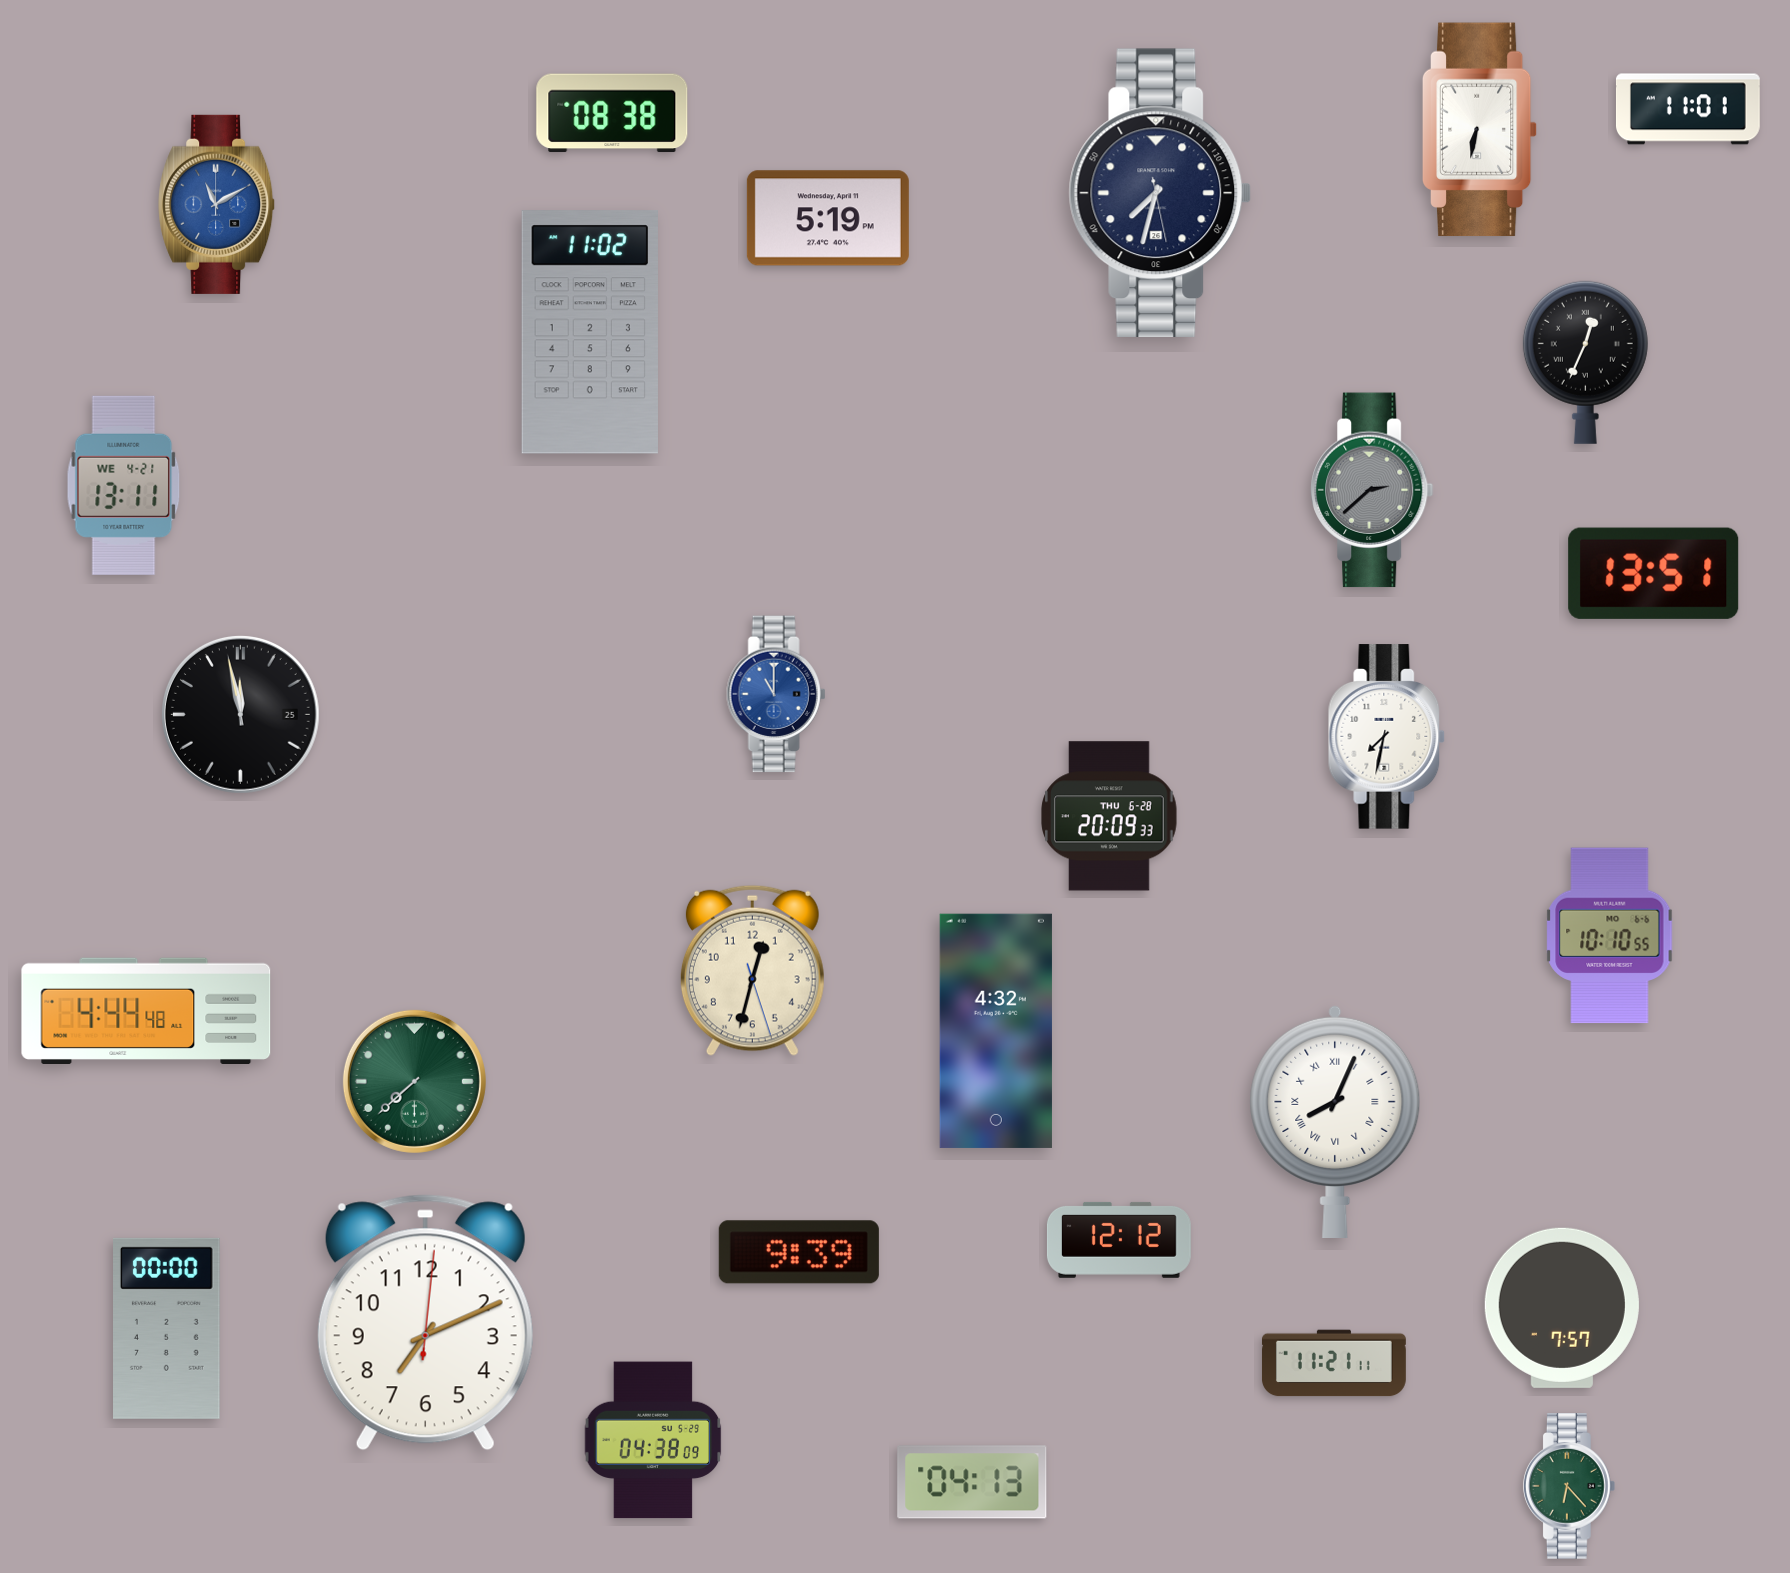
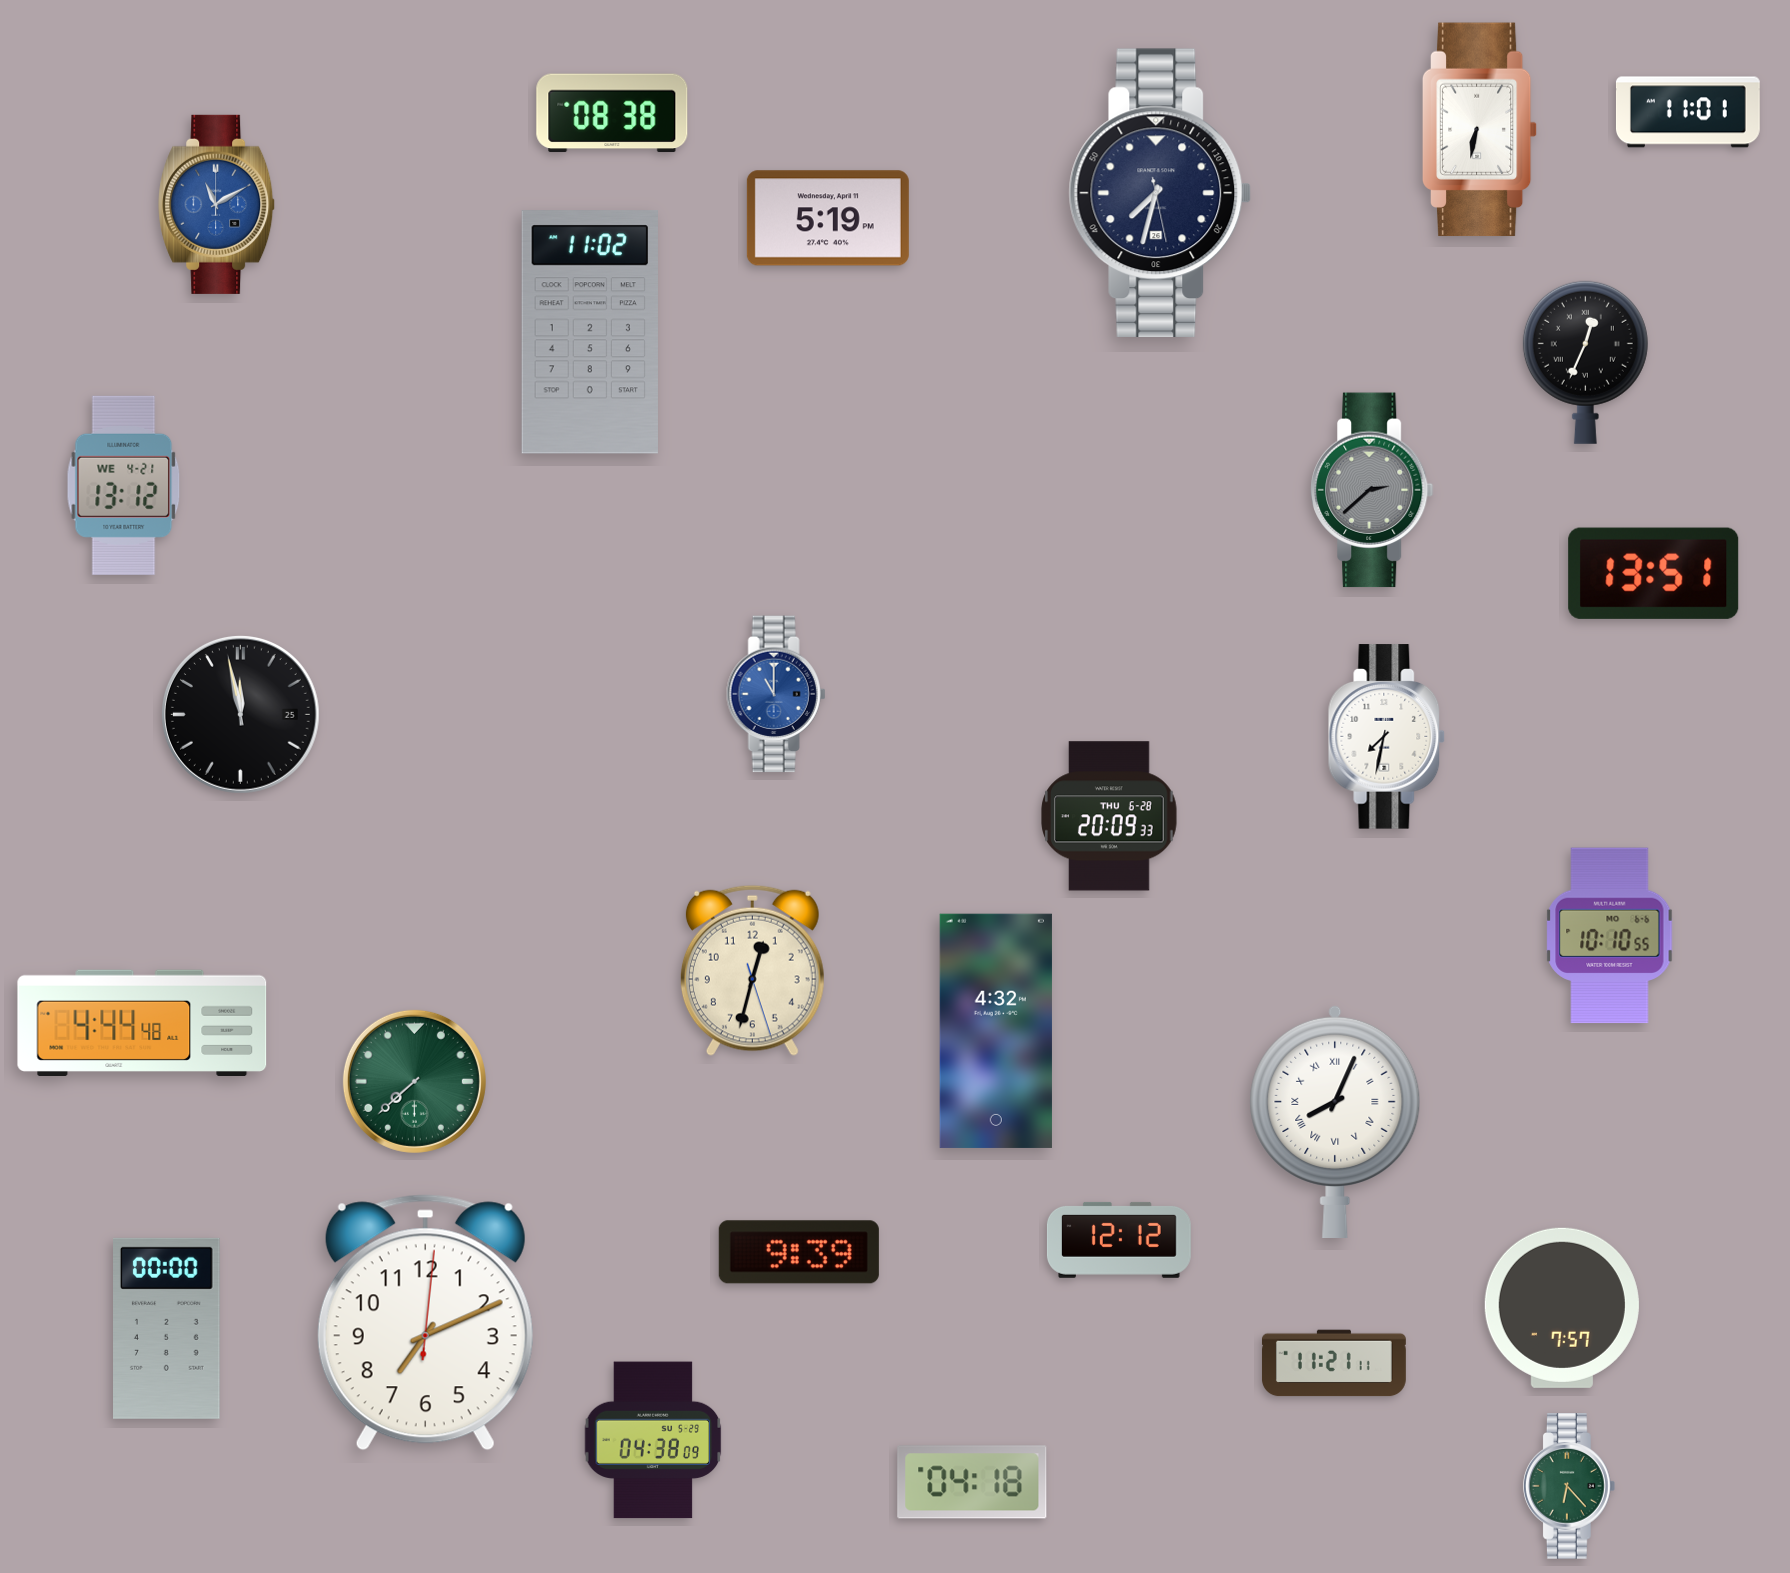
clock at (1688, 109) position: (1688, 109) -> (1688, 112)
clock at (124, 485): 13:11 -> 13:12
clock at (146, 1010) position: (146, 1010) -> (142, 1022)
clock at (972, 1482): 04:13 -> 04:18
